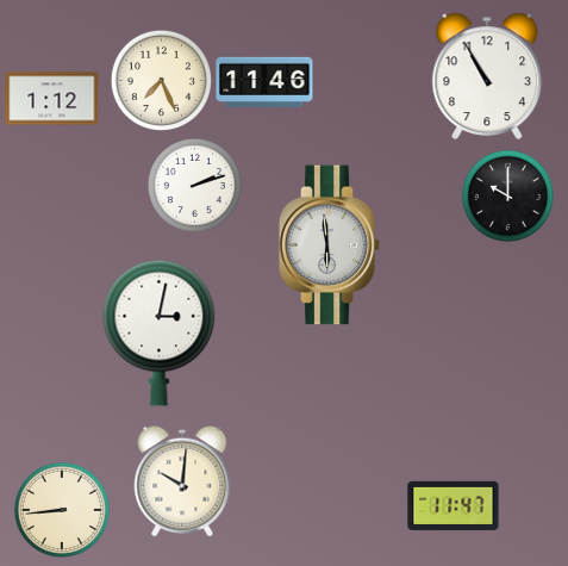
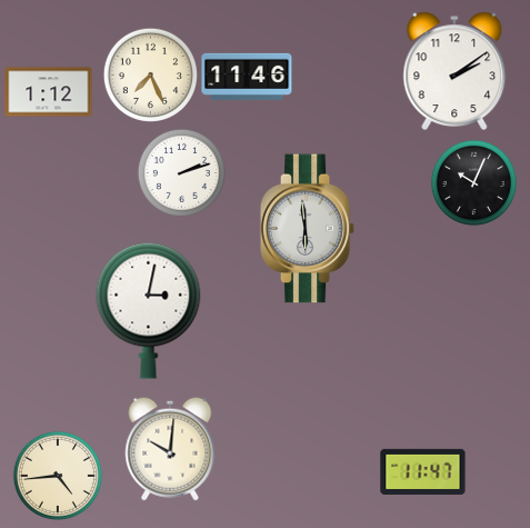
clock at (487, 75): 10:55 -> 2:09
clock at (507, 195): 10:00 -> 10:04
clock at (62, 510): 8:44 -> 4:44
